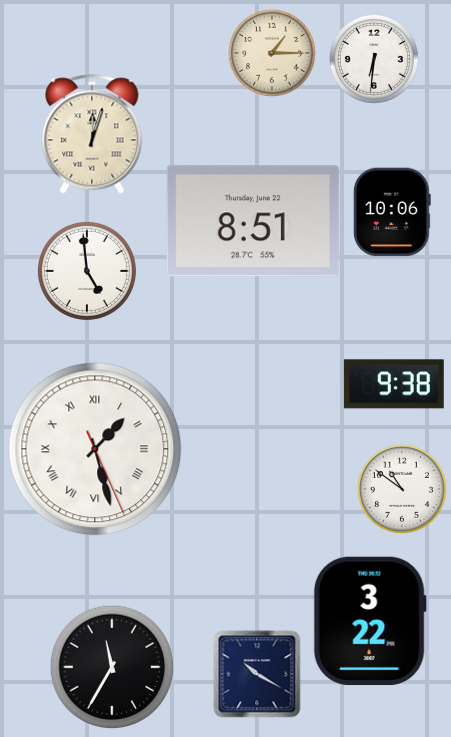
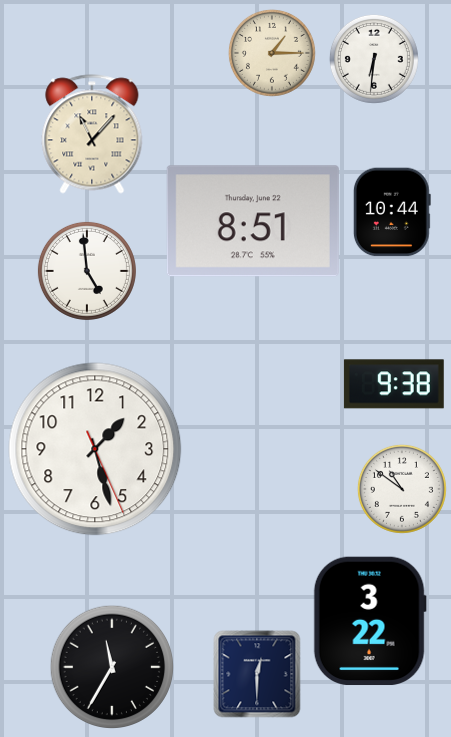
clock at (92, 134): 12:03 -> 11:07
clock at (392, 212): 10:06 -> 10:44
clock at (95, 449) numerals: Roman -> Arabic
clock at (257, 674): 10:20 -> 12:30
